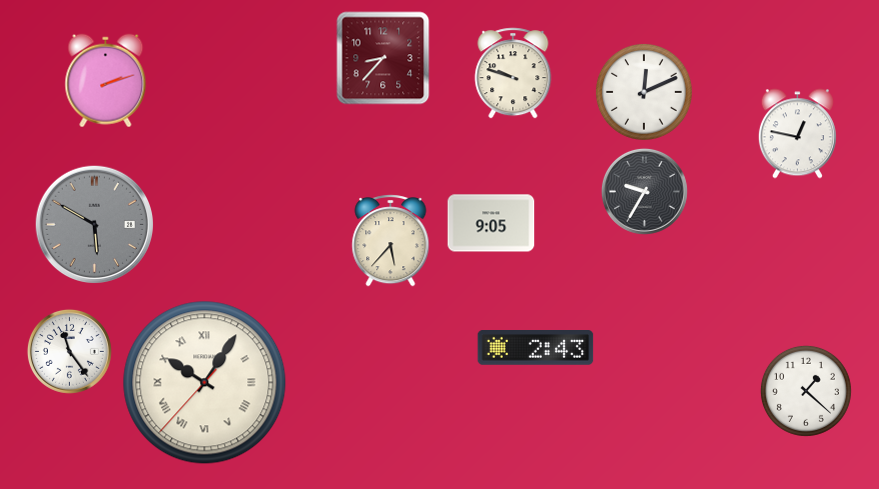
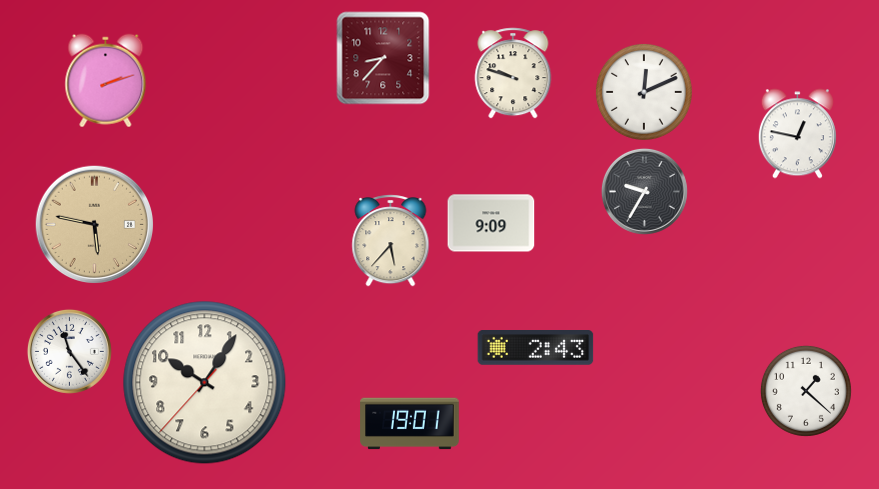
clock at (491, 223): 9:05 -> 9:09
clock at (94, 224): 5:50 -> 5:47
clock at (94, 224) dial: grey -> champagne
clock at (205, 383) numerals: Roman -> Arabic
clock at (410, 424): none -> 19:01
